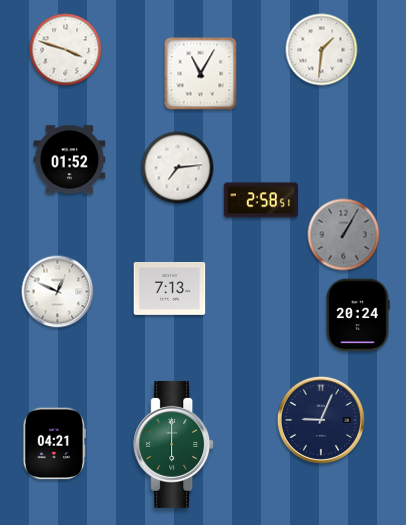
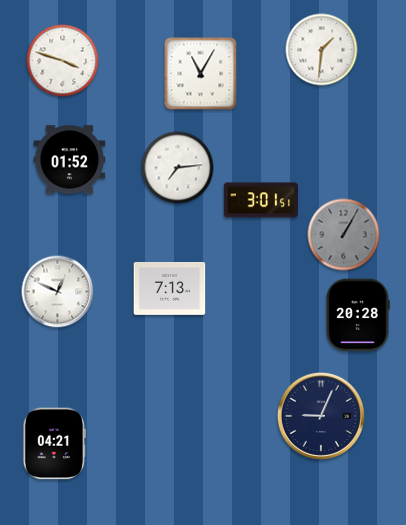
clock at (66, 50) position: (66, 50) -> (63, 61)
clock at (260, 200): 2:58 -> 3:01
clock at (358, 315): 20:24 -> 20:28
clock at (321, 420) position: (321, 420) -> (321, 416)
clock at (174, 444): 6:00 -> none
